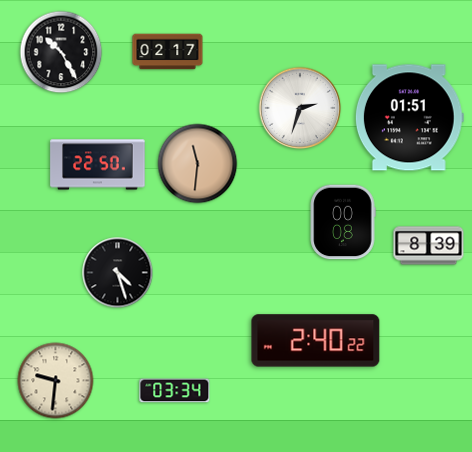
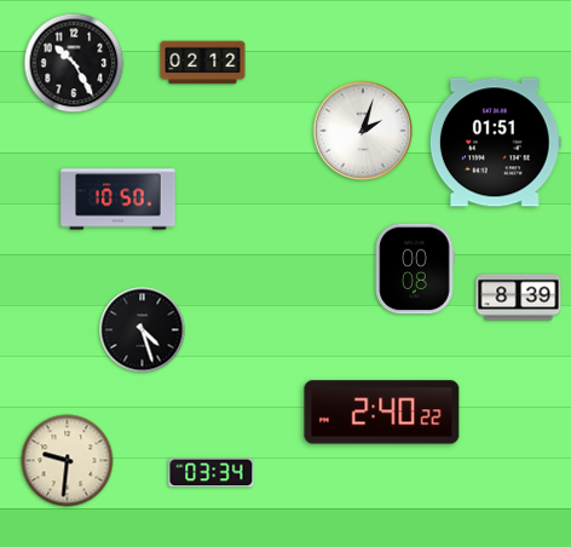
clock at (168, 52): 02:17 -> 02:12
clock at (300, 108): 2:33 -> 2:03
clock at (198, 164): 11:31 -> none
clock at (98, 165): 22:50 -> 10:50
